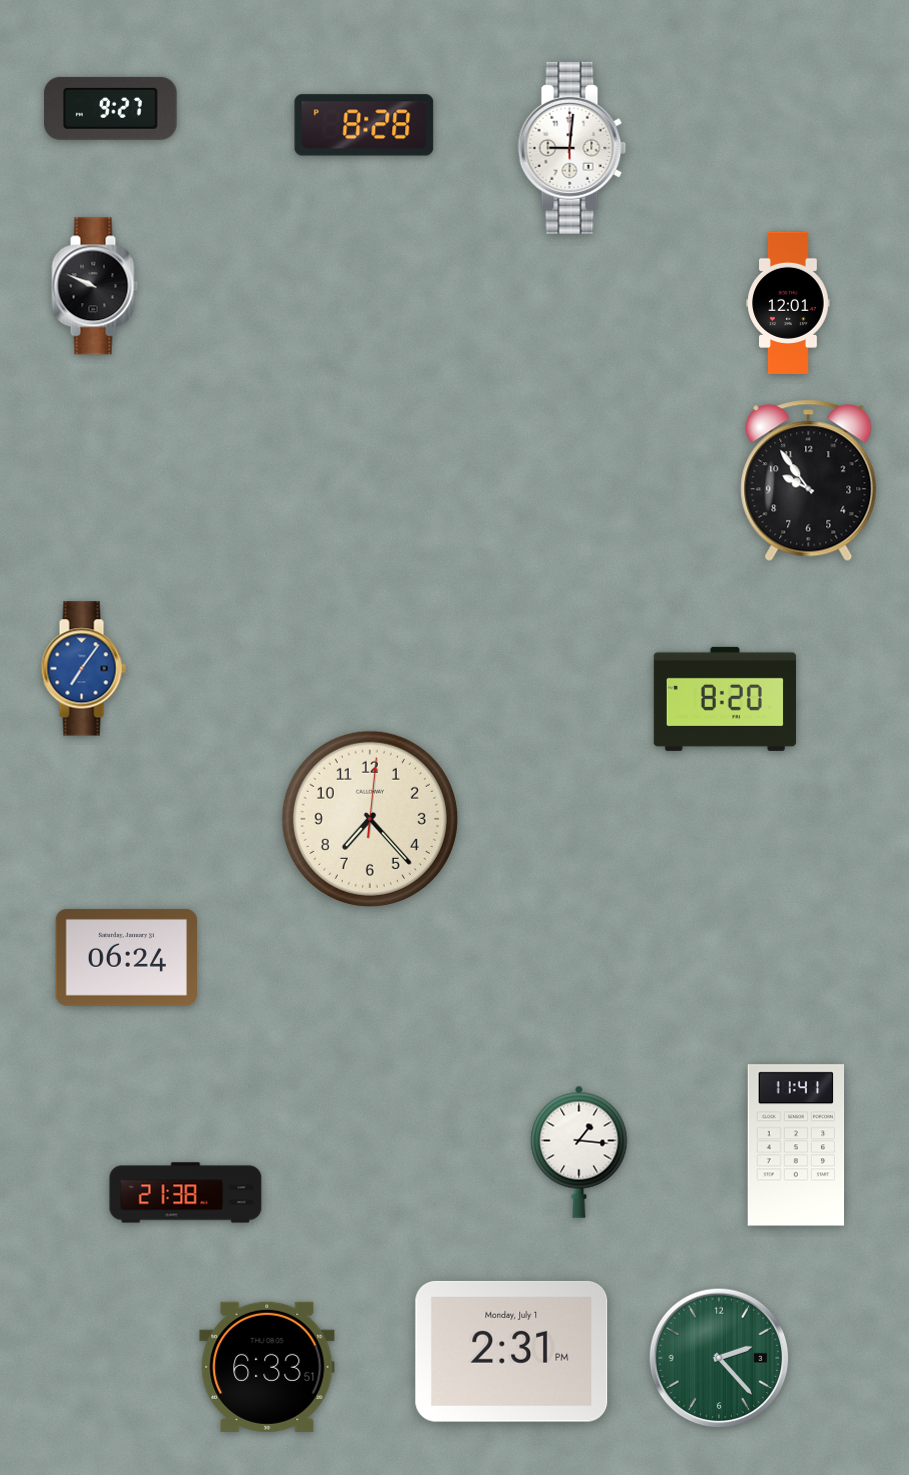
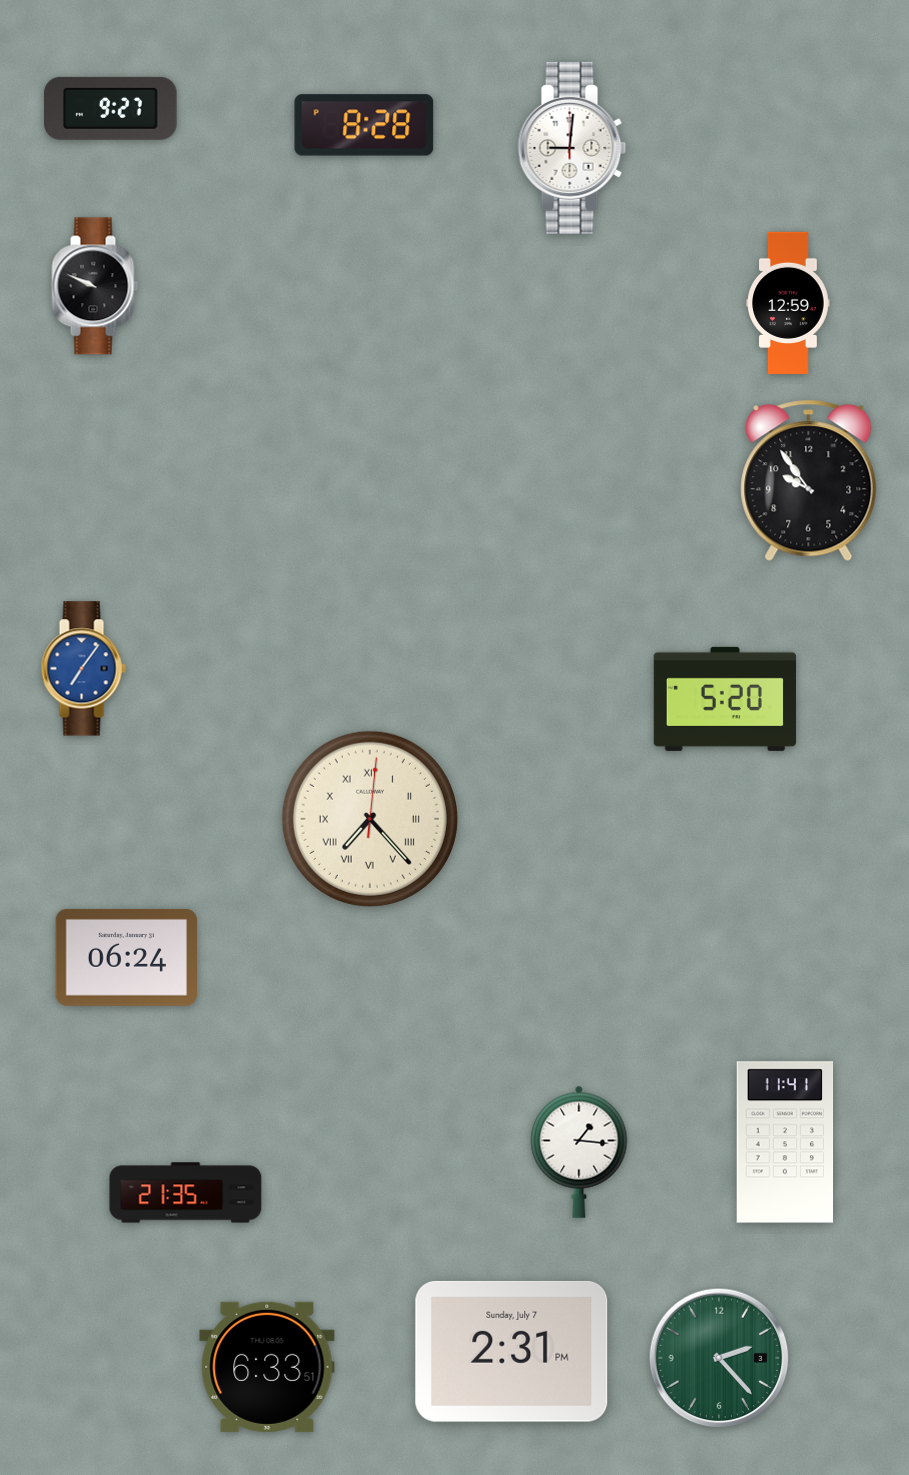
clock at (788, 302): 12:01 -> 12:59
clock at (725, 699): 8:20 -> 5:20
clock at (370, 819) numerals: Arabic -> Roman
clock at (796, 1145) position: (796, 1145) -> (785, 1142)
clock at (186, 1193): 21:38 -> 21:35
clock at (512, 1351) date: Monday, July 1 -> Sunday, July 7
